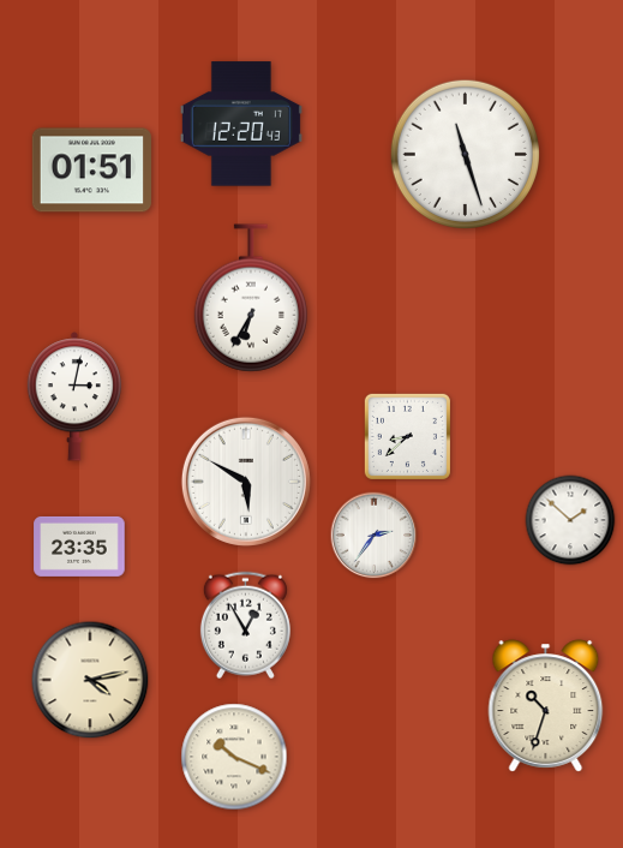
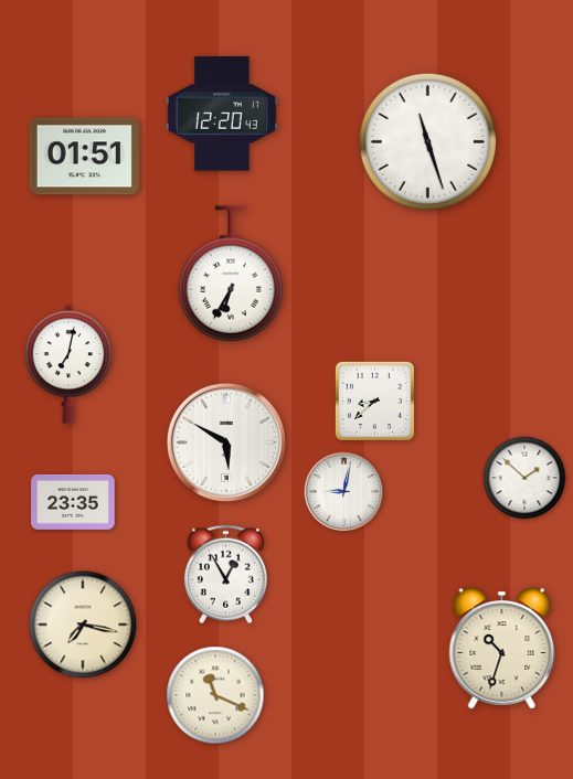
clock at (73, 396): 3:02 -> 7:02
clock at (375, 536): 2:36 -> 9:02
clock at (90, 680): 4:13 -> 7:17
clock at (234, 757): 10:19 -> 11:19
